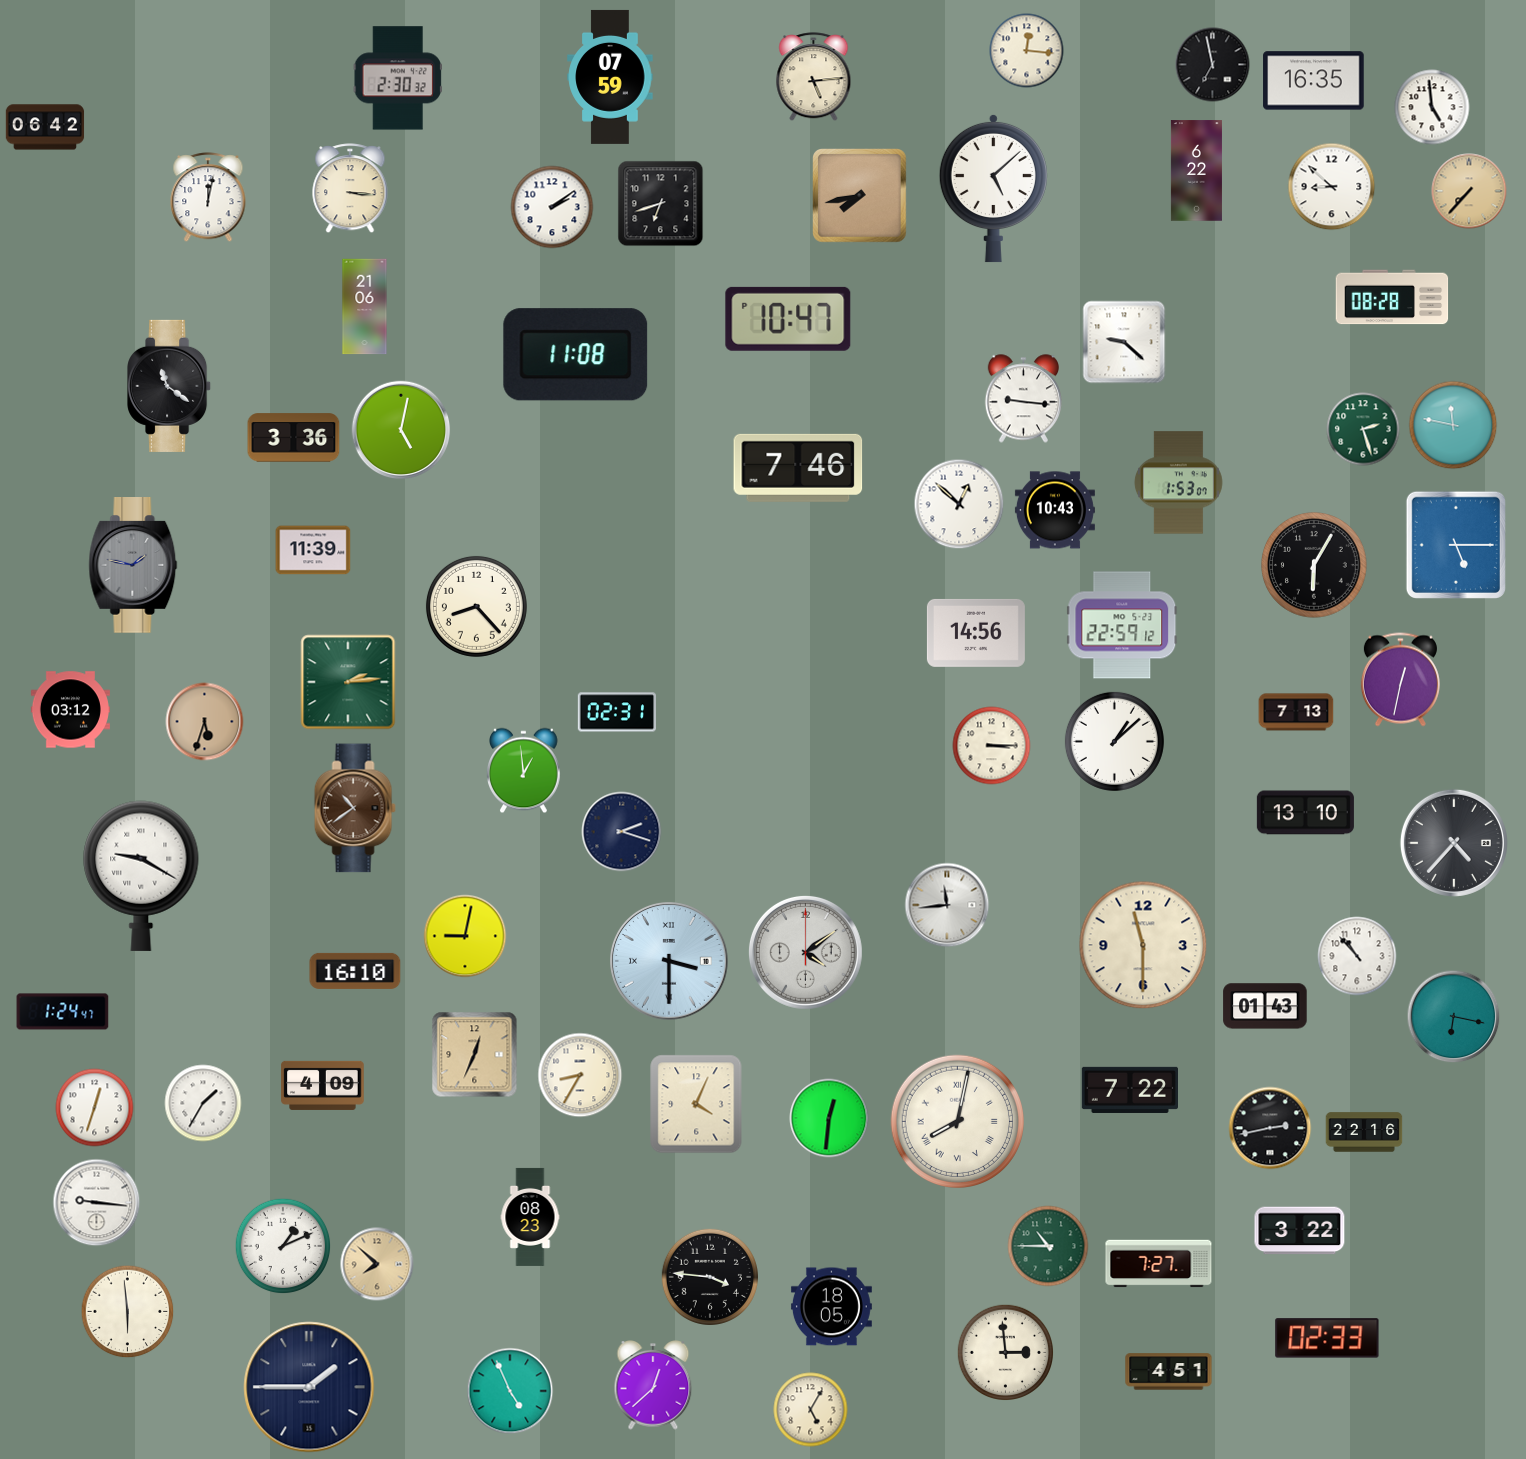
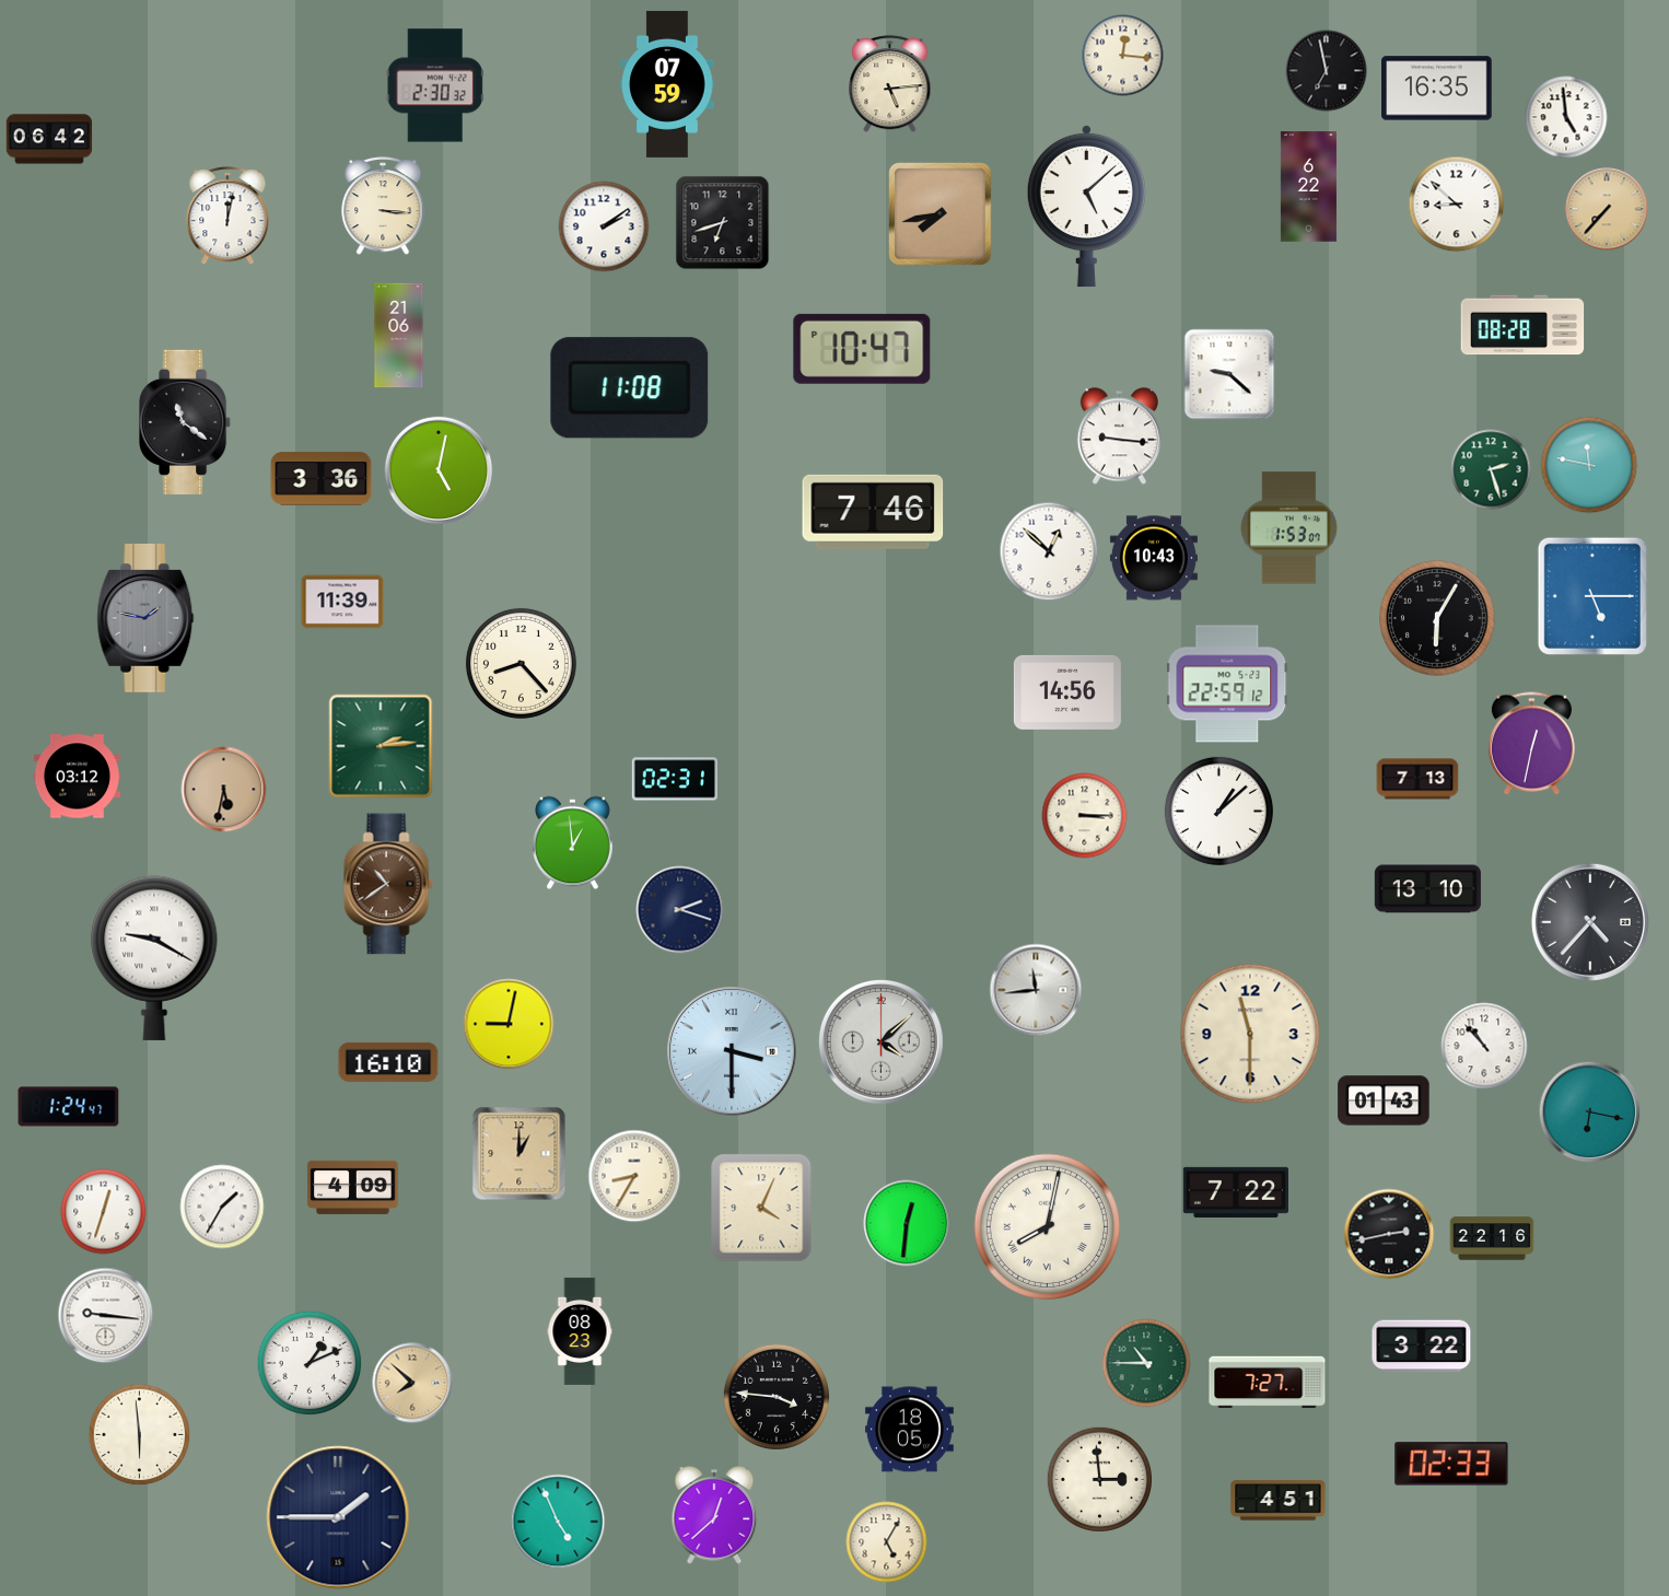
clock at (205, 722): 5:33 -> 5:32
clock at (805, 952): 4:09 -> 4:08
clock at (475, 1055): 12:34 -> 1:00
